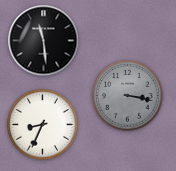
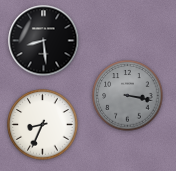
clock at (44, 41): 11:29 -> 8:29
